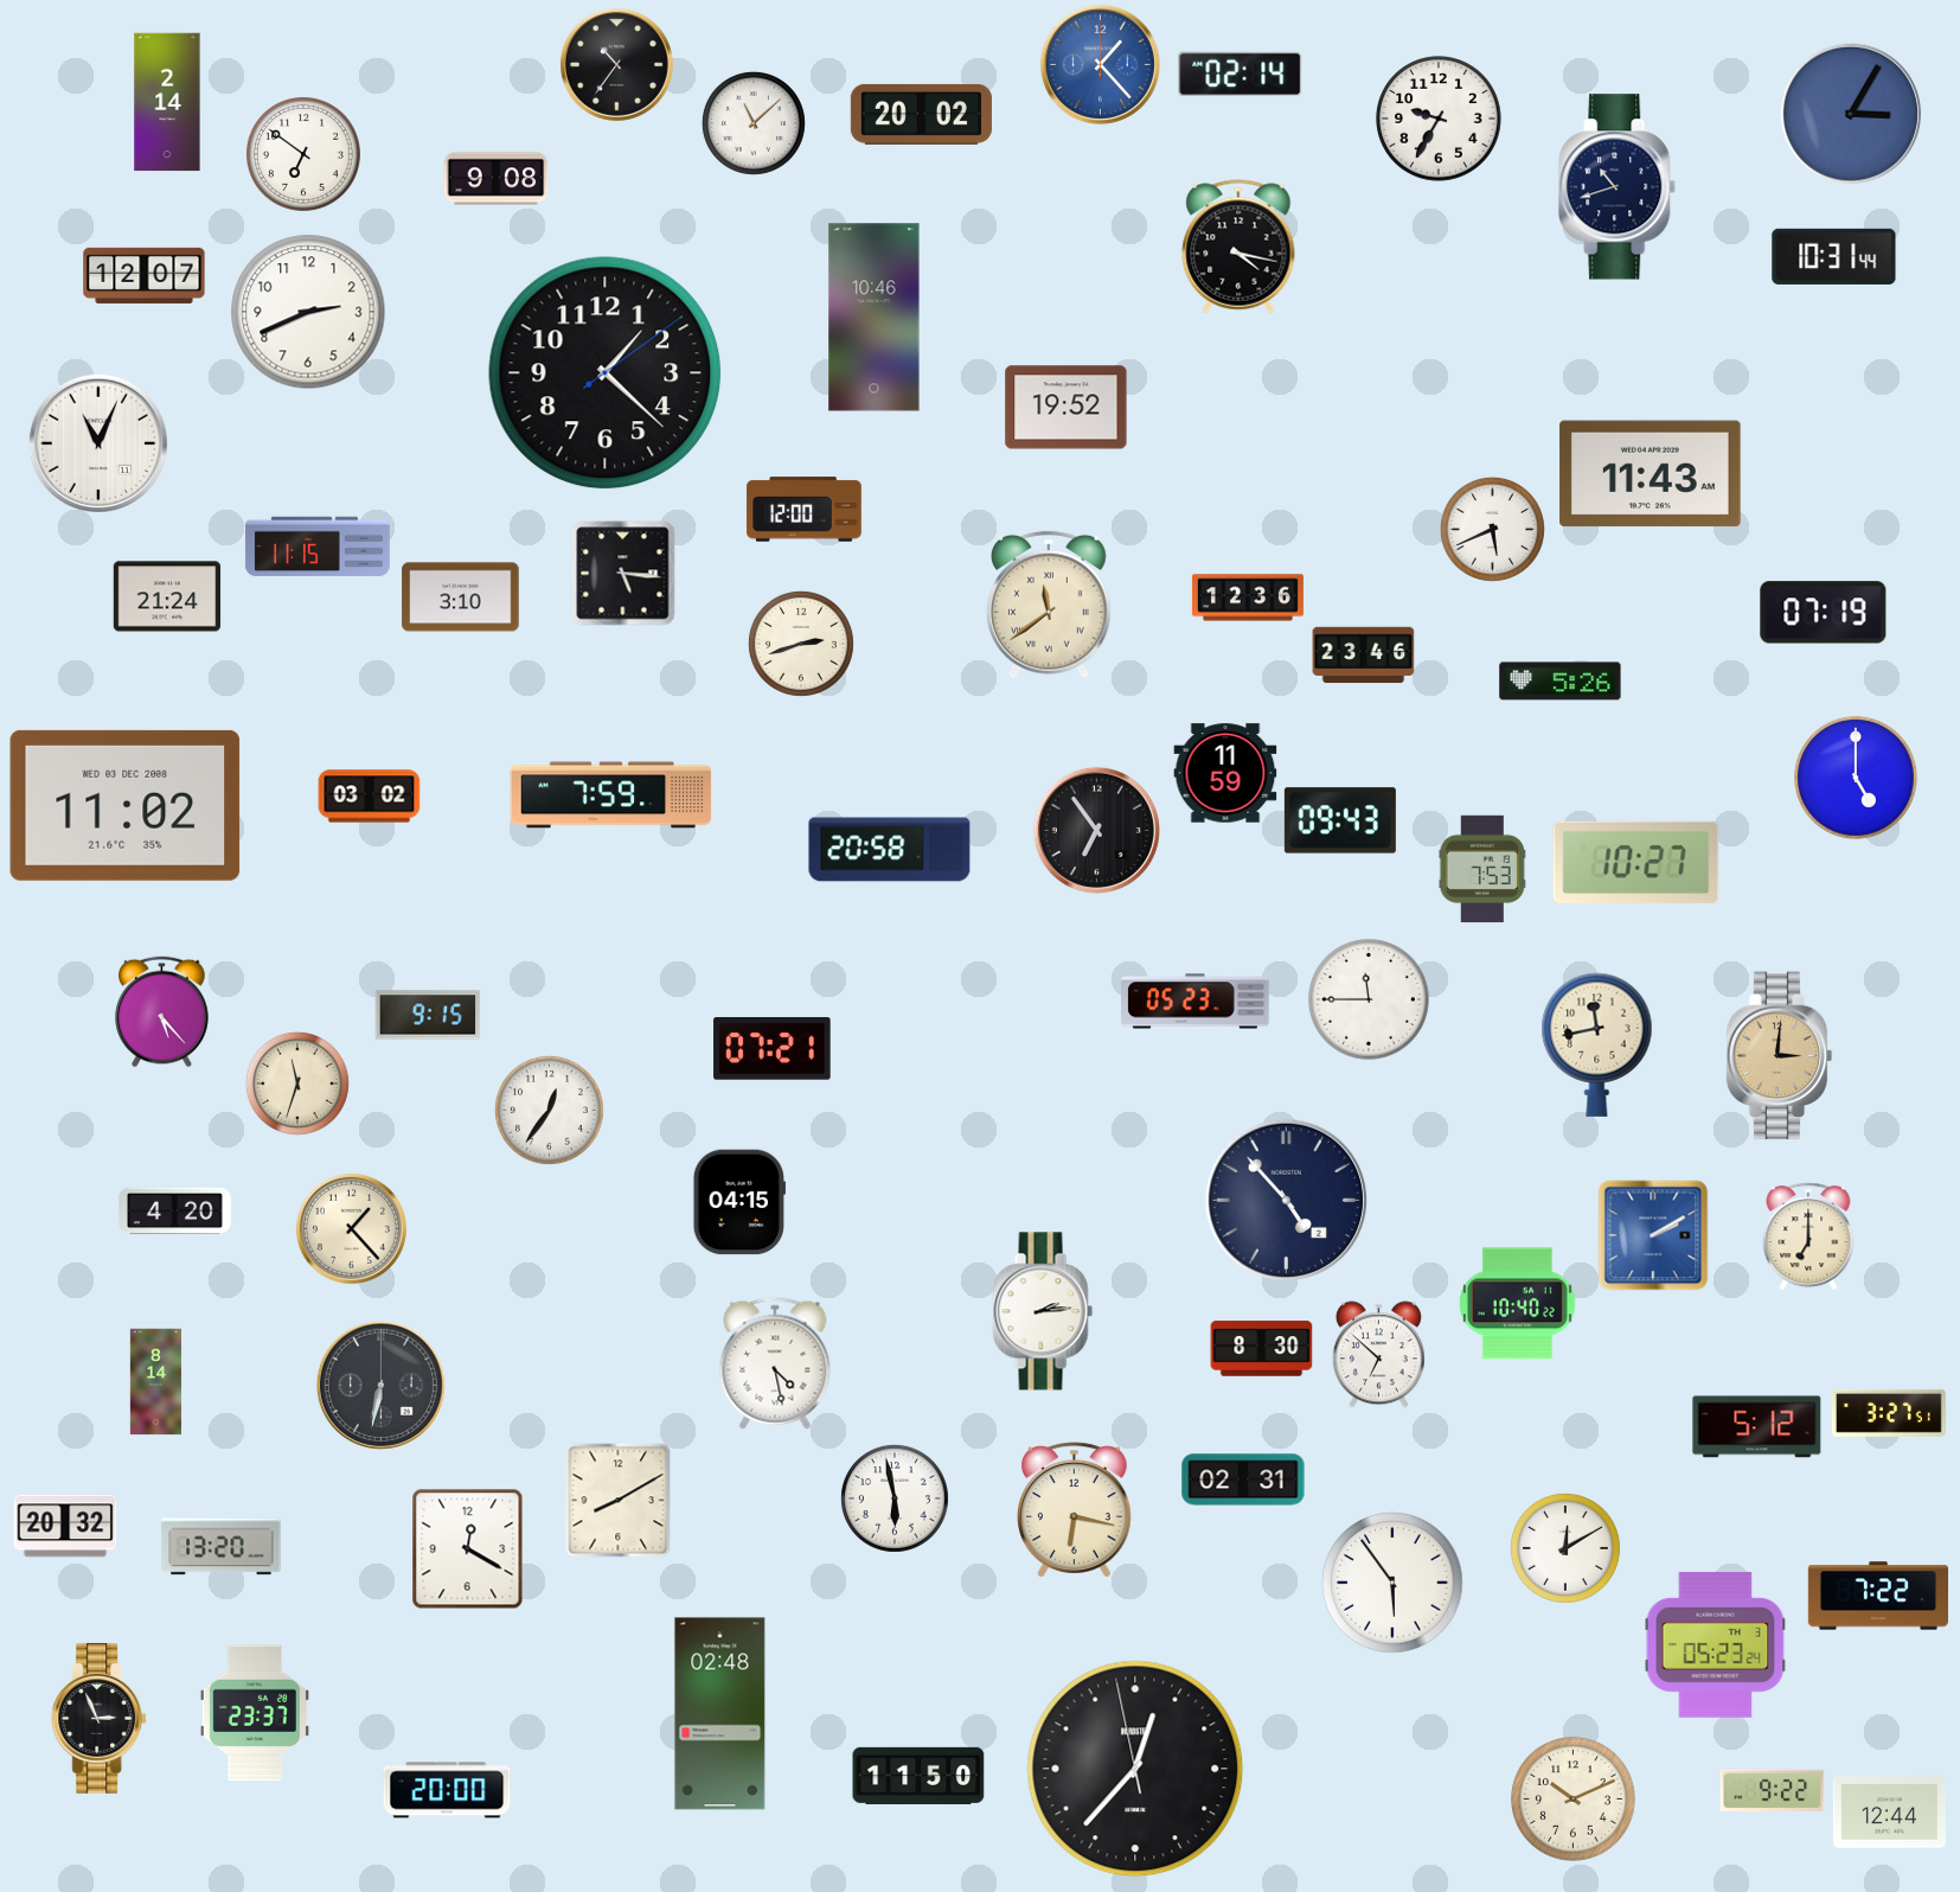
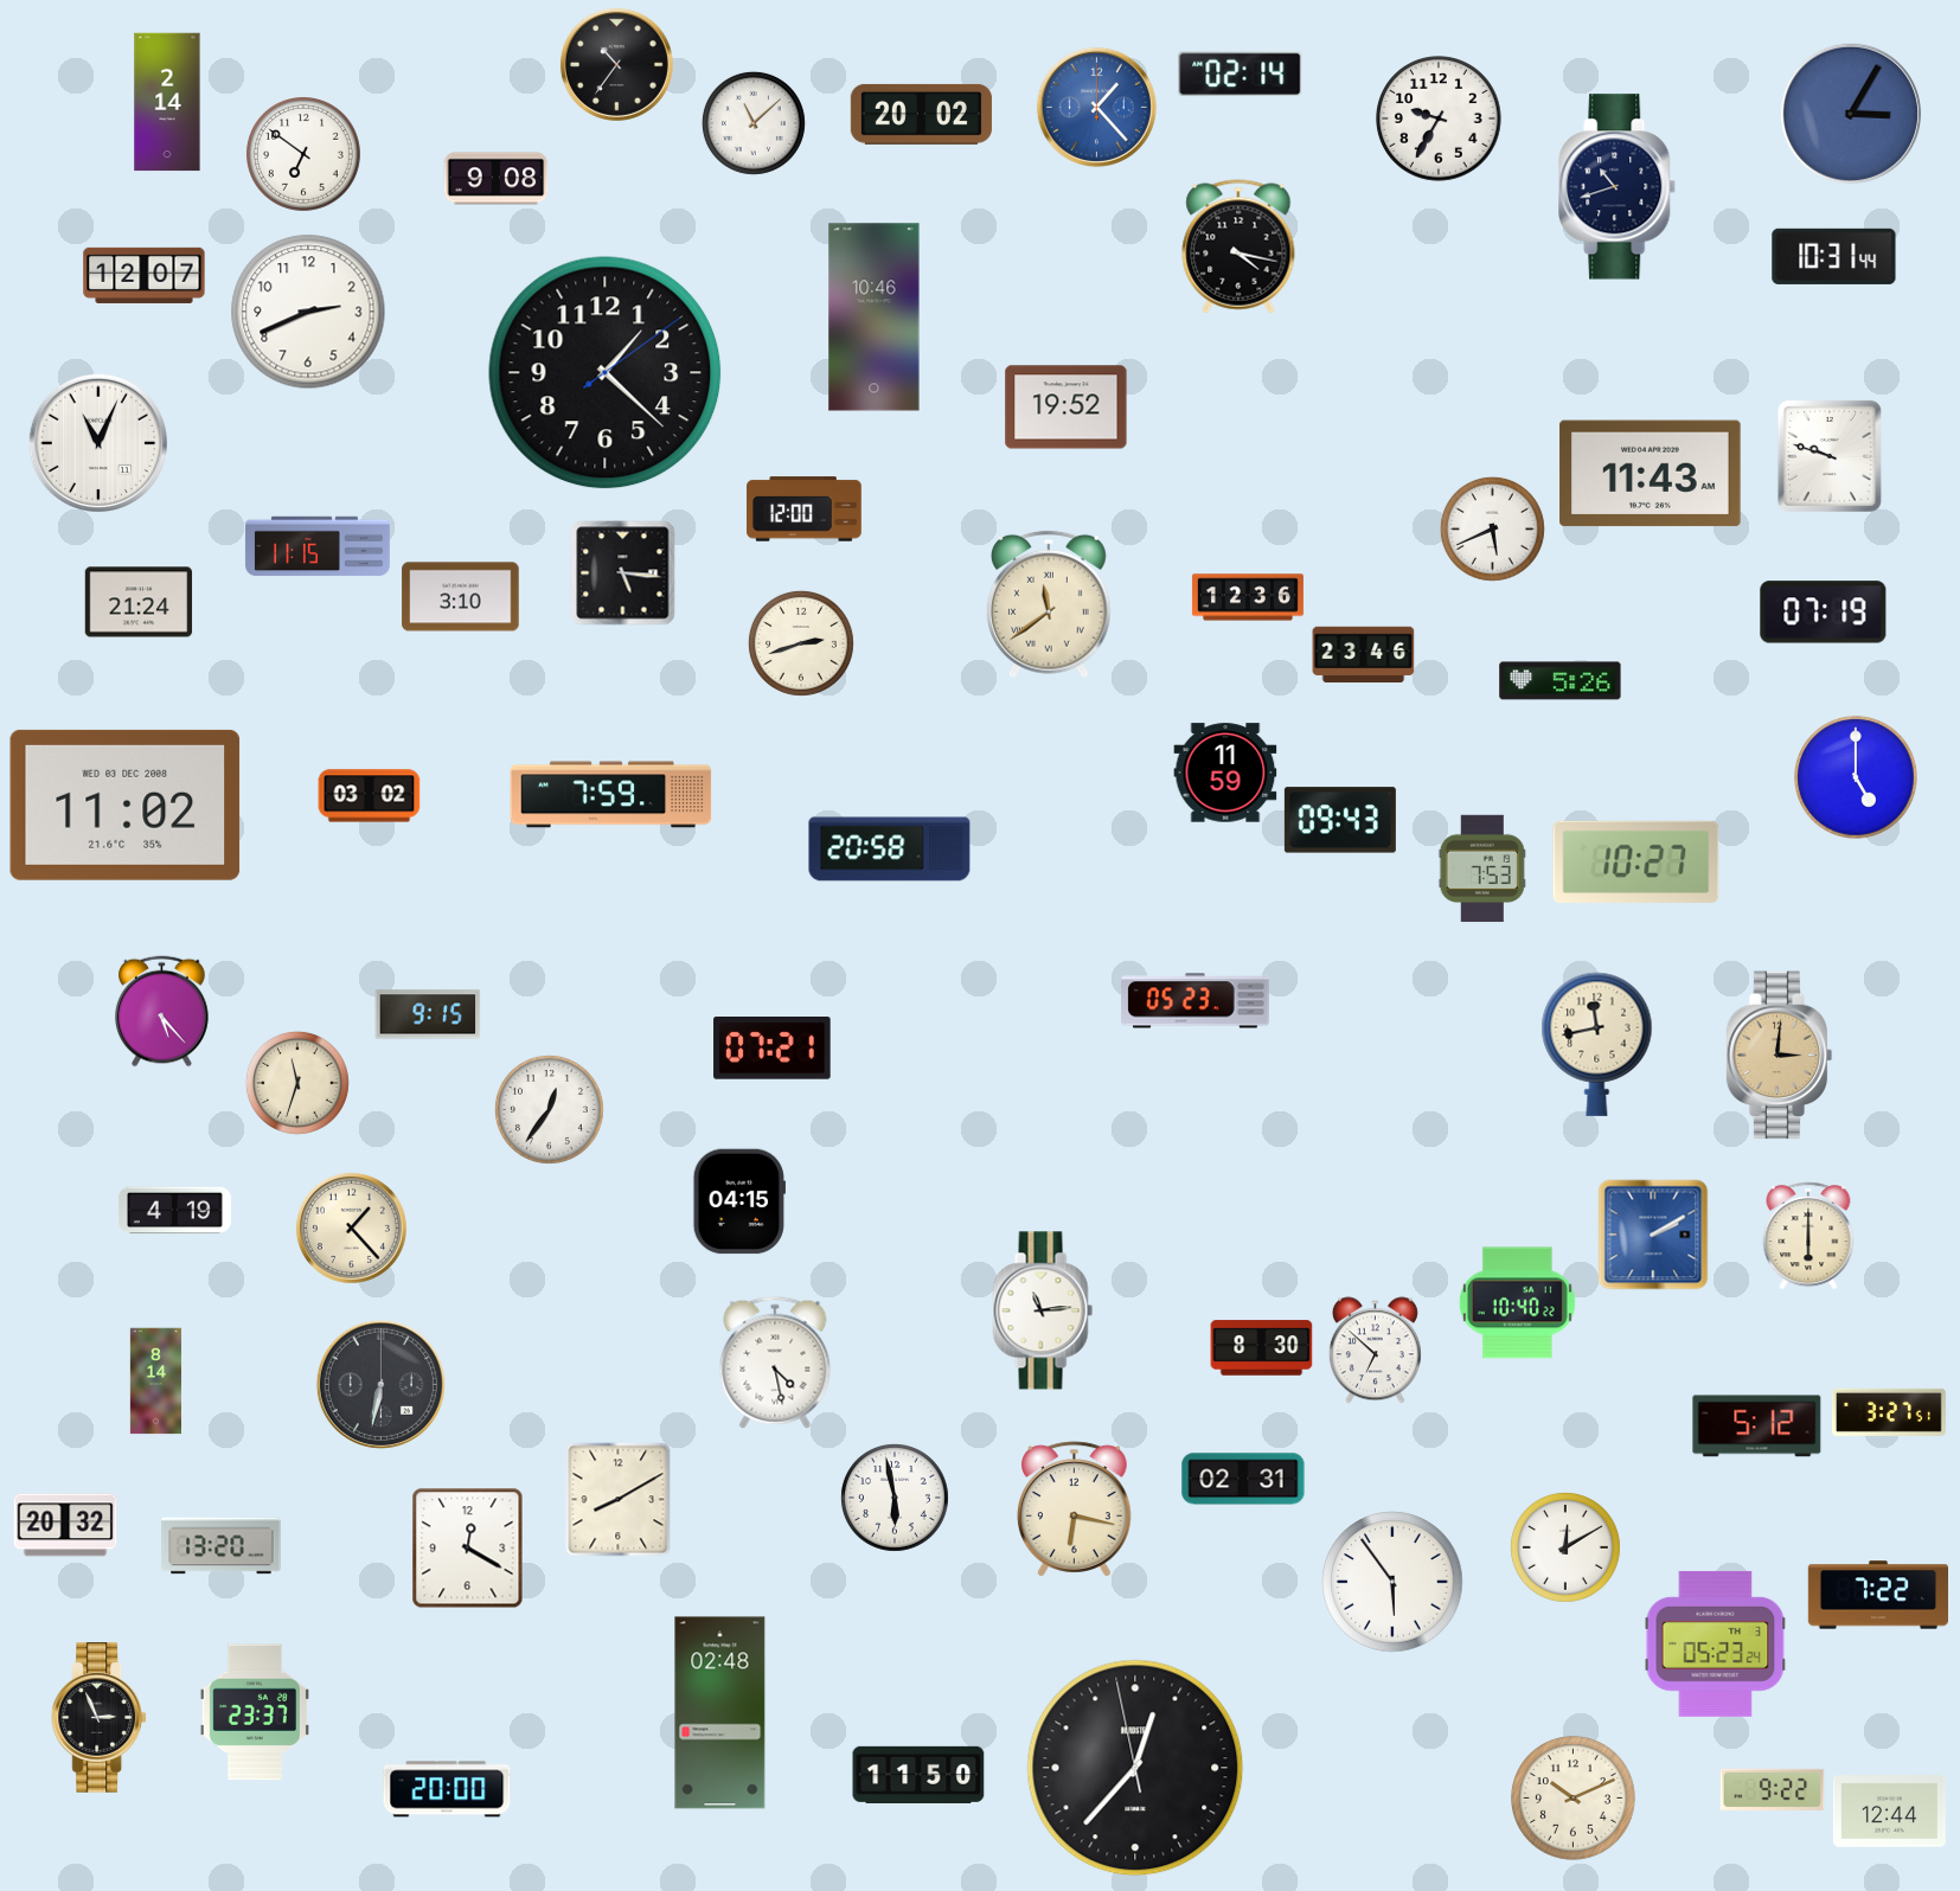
clock at (1100, 64) position: (1100, 64) -> (1096, 107)
clock at (1830, 456): none -> 9:48
clock at (167, 596) position: (167, 596) -> (139, 602)
clock at (1096, 830): 6:54 -> none
clock at (1369, 999): 11:45 -> none
clock at (1287, 1201): 4:53 -> none
clock at (174, 1212): 4:20 -> 4:19
clock at (1808, 1236): 7:00 -> 6:00
clock at (1043, 1311): 2:14 -> 11:14
clock at (1378, 1355) position: (1378, 1355) -> (1375, 1351)
